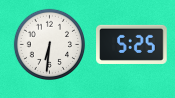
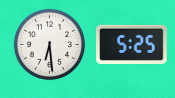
clock at (49, 44): 6:31 -> 6:29
